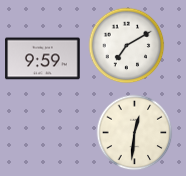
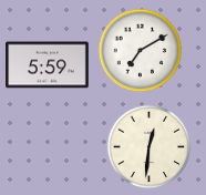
clock at (43, 59): 9:59 -> 5:59
